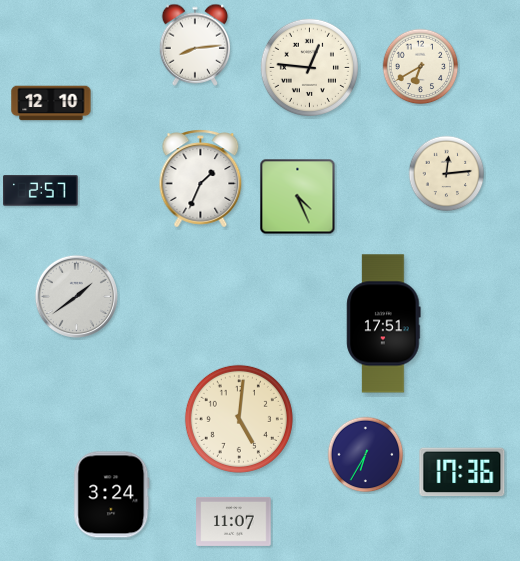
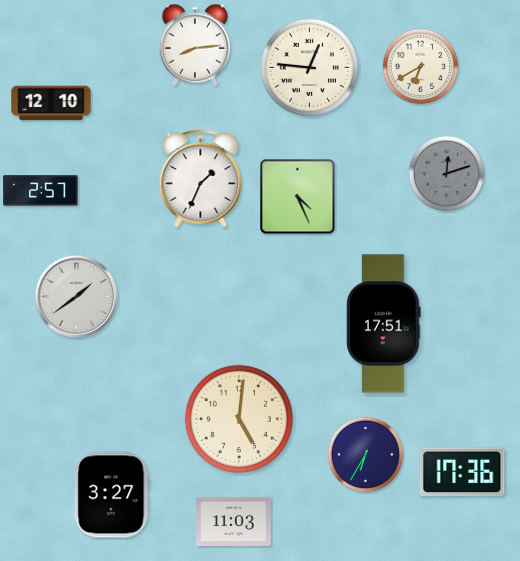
clock at (447, 174): 12:14 -> 12:12
clock at (447, 174) dial: cream -> grey
clock at (112, 495): 3:24 -> 3:27
clock at (234, 521): 11:07 -> 11:03
